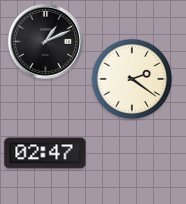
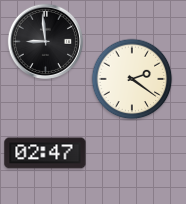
clock at (45, 41): 1:11 -> 8:59
